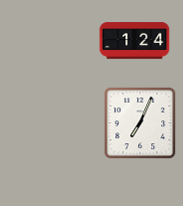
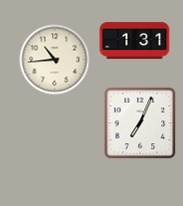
clock at (135, 41): 1:24 -> 1:31
clock at (55, 60): none -> 10:44
